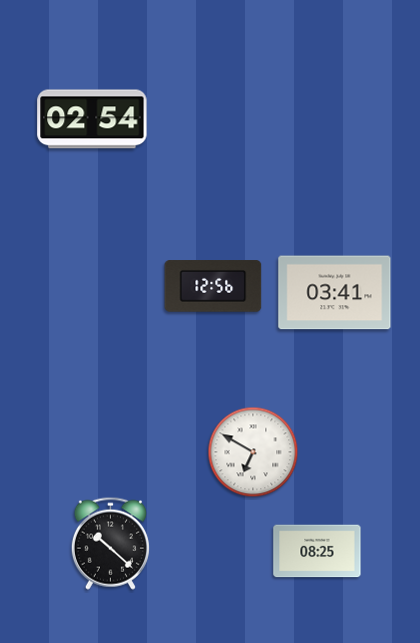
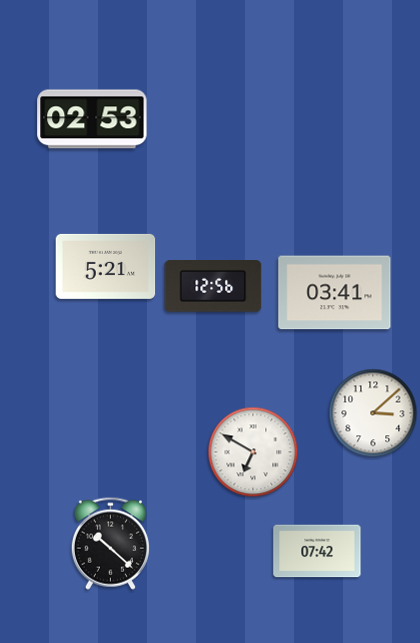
clock at (92, 119): 02:54 -> 02:53
clock at (106, 266): none -> 5:21
clock at (373, 413): none -> 3:08
clock at (317, 551): 08:25 -> 07:42
